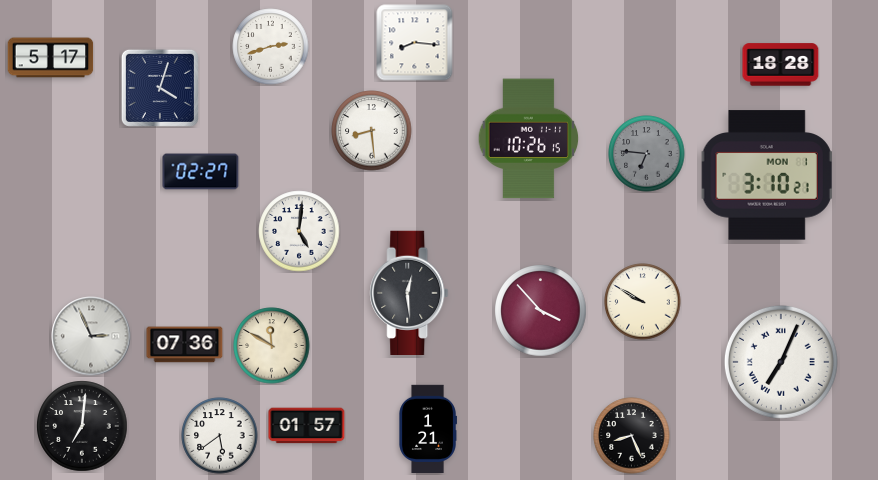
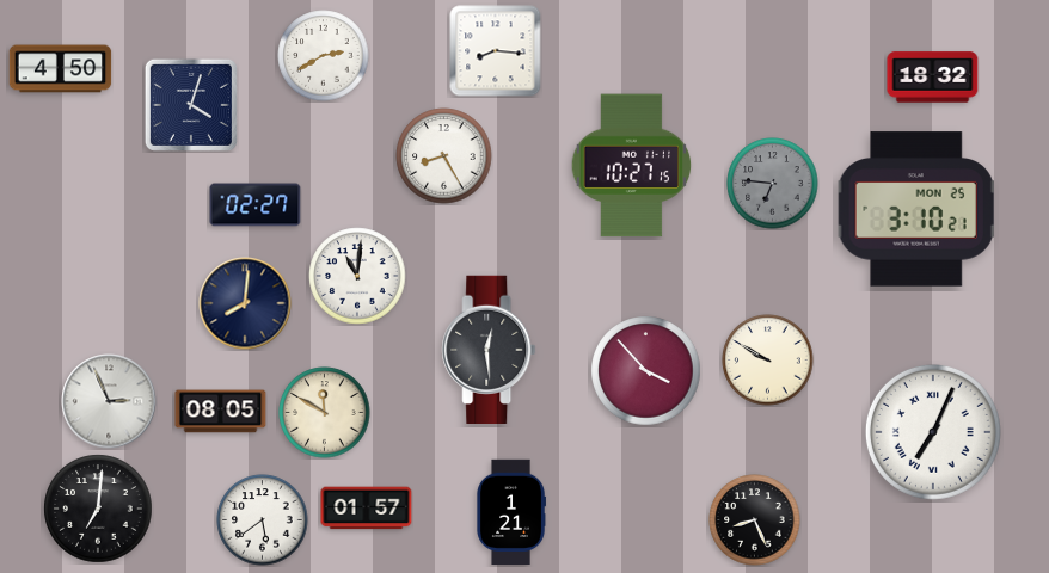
clock at (271, 47): 2:42 -> 2:40
clock at (51, 58): 5:17 -> 4:50
clock at (781, 65): 18:28 -> 18:32
clock at (372, 131): 8:29 -> 8:25
clock at (529, 139): 10:26 -> 10:27
clock at (201, 172) position: (201, 172) -> (256, 205)
clock at (767, 175) date: MON 1 -> MON 25
clock at (299, 231): 5:01 -> 11:01
clock at (245, 303): none -> 8:01
clock at (185, 345): 07:36 -> 08:05
